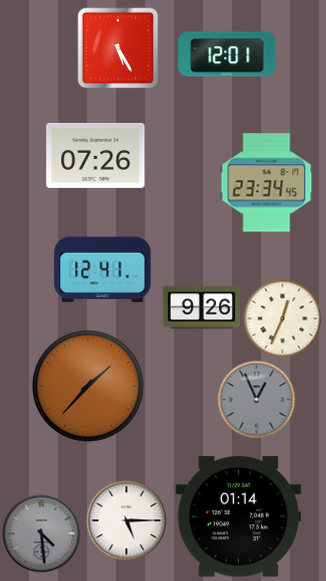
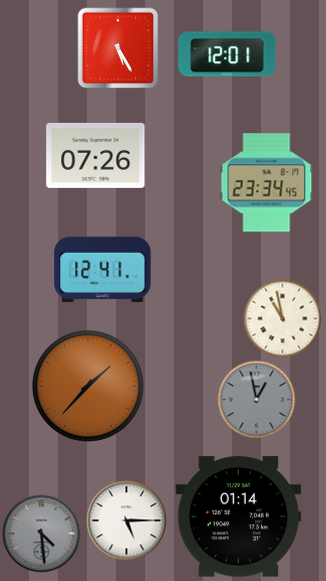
clock at (201, 308): 9:26 -> none
clock at (282, 318): 12:34 -> 10:58
clock at (256, 399): 12:56 -> 12:58
